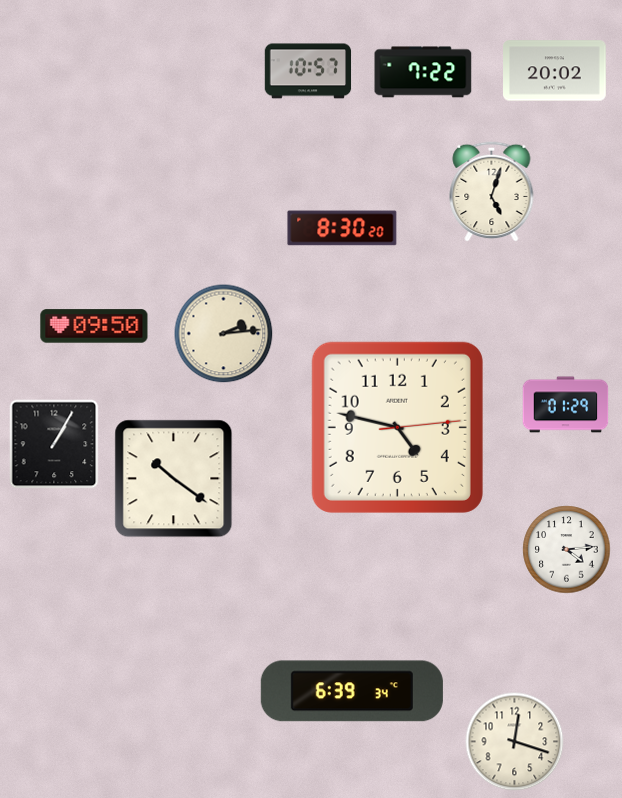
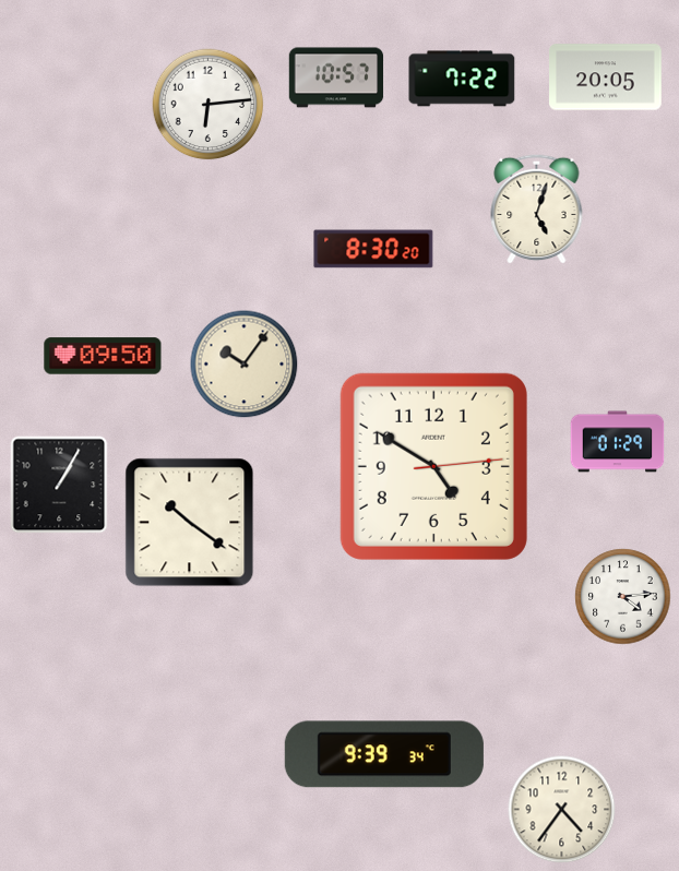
clock at (555, 71): 20:02 -> 20:05
clock at (209, 105): none -> 6:14
clock at (224, 334): 2:14 -> 10:06
clock at (397, 427): 4:47 -> 4:50
clock at (567, 550) position: (567, 550) -> (623, 597)
clock at (352, 691): 6:39 -> 9:39
clock at (515, 742): 12:18 -> 4:36
